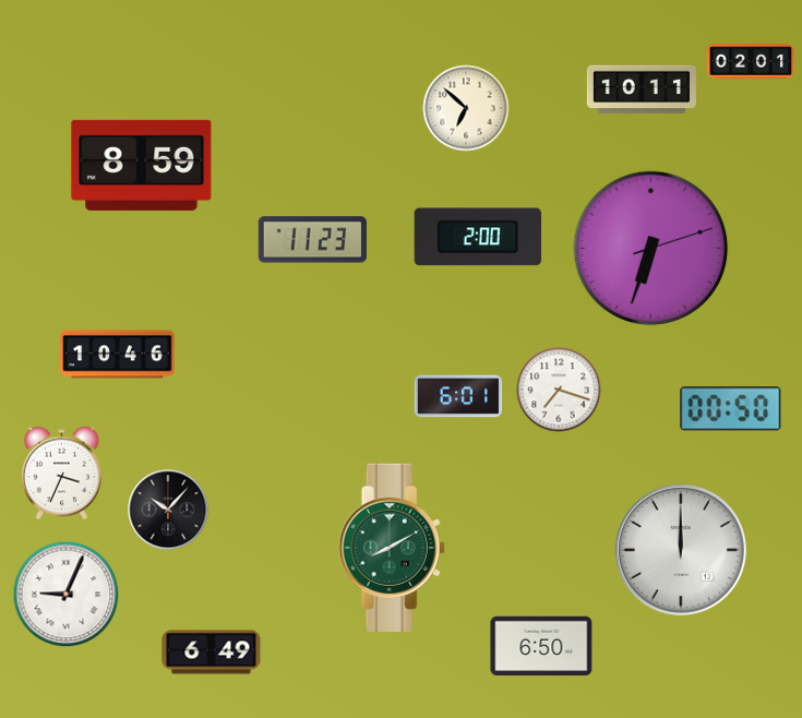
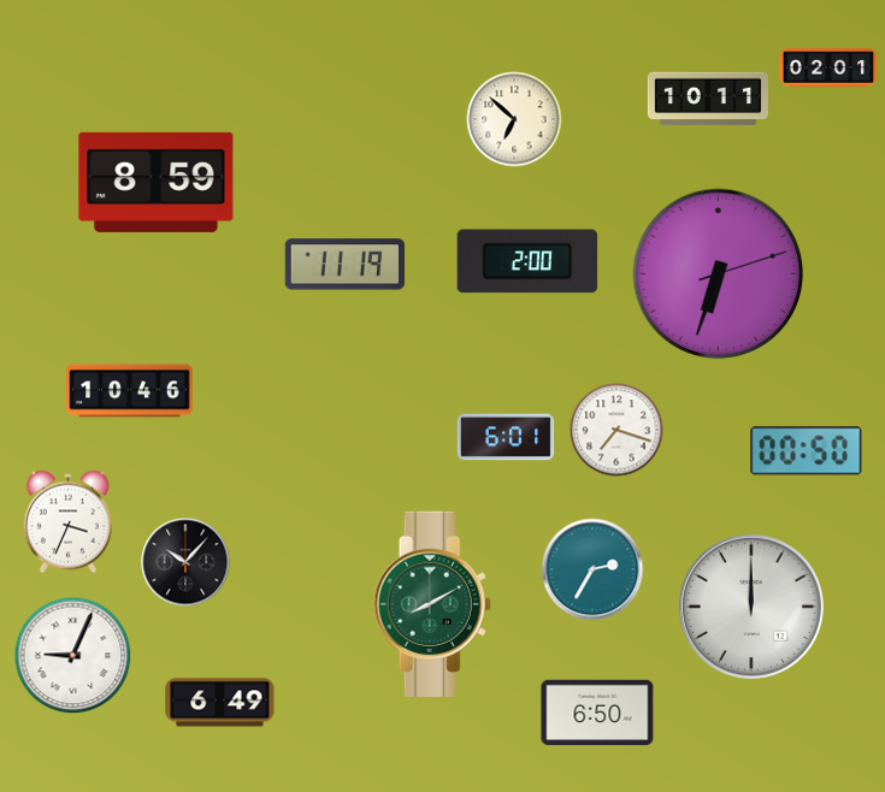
clock at (312, 240): 11:23 -> 11:19
clock at (592, 569): none -> 2:35
clock at (212, 653) position: (212, 653) -> (220, 703)
